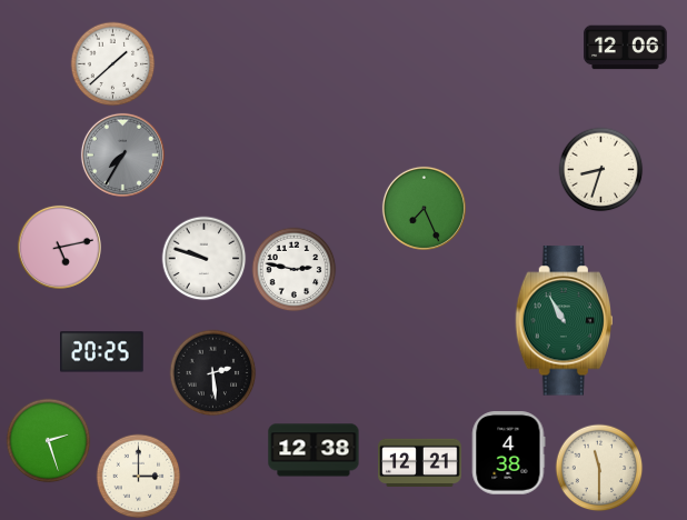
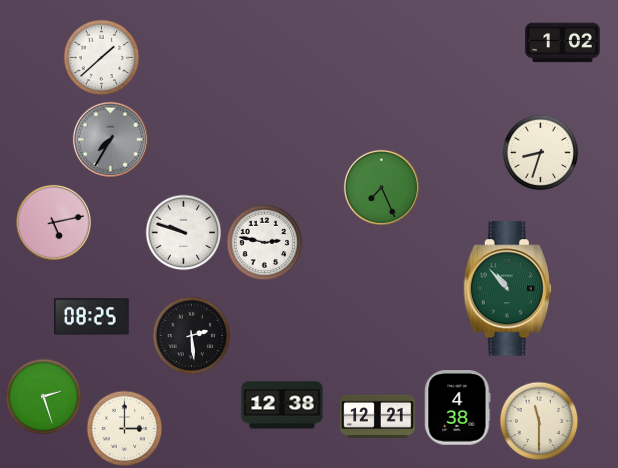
clock at (626, 48): 12:06 -> 1:02
clock at (564, 321): 10:55 -> 10:53
clock at (102, 352): 20:25 -> 08:25
